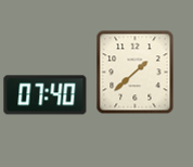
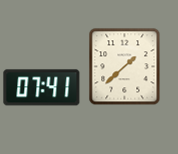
clock at (46, 95): 07:40 -> 07:41
